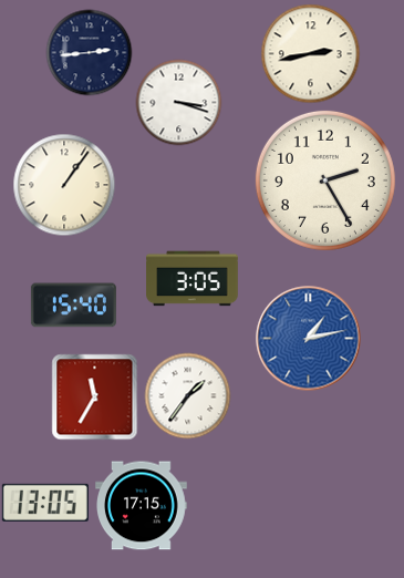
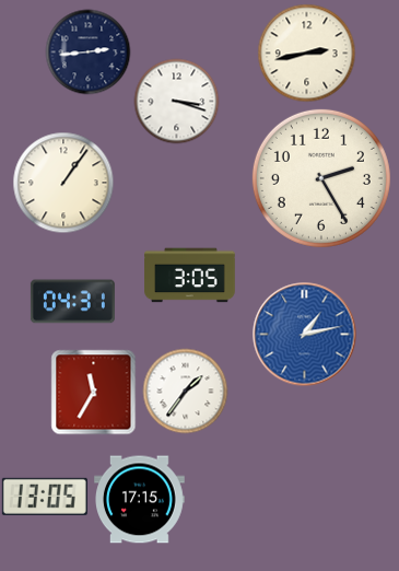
clock at (73, 306): 15:40 -> 04:31
